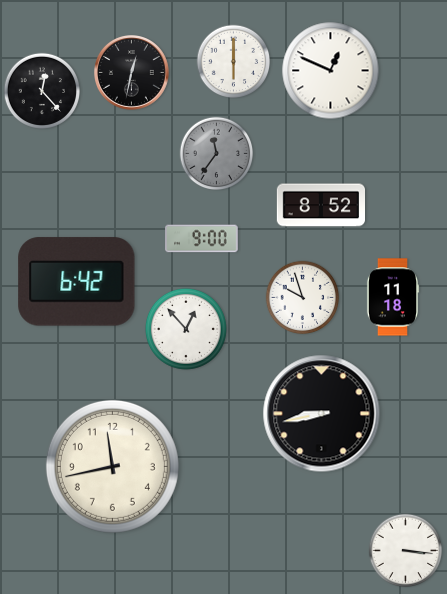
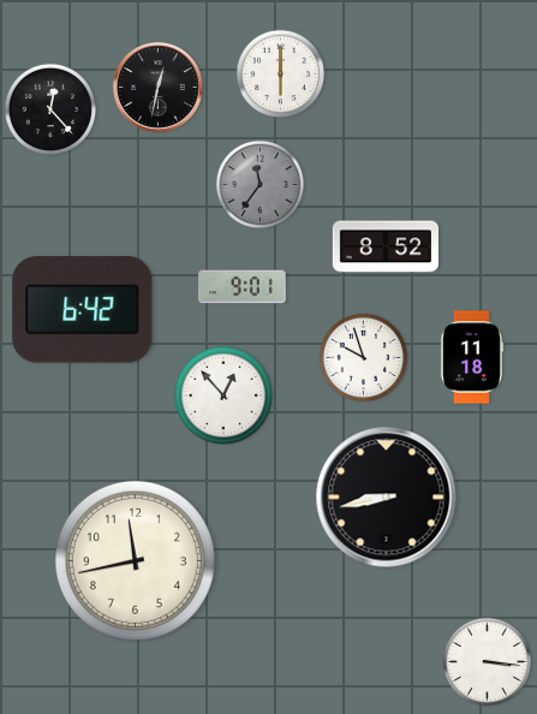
clock at (331, 71): 12:49 -> none
clock at (202, 239): 9:00 -> 9:01
clock at (77, 282) position: (77, 282) -> (83, 310)
